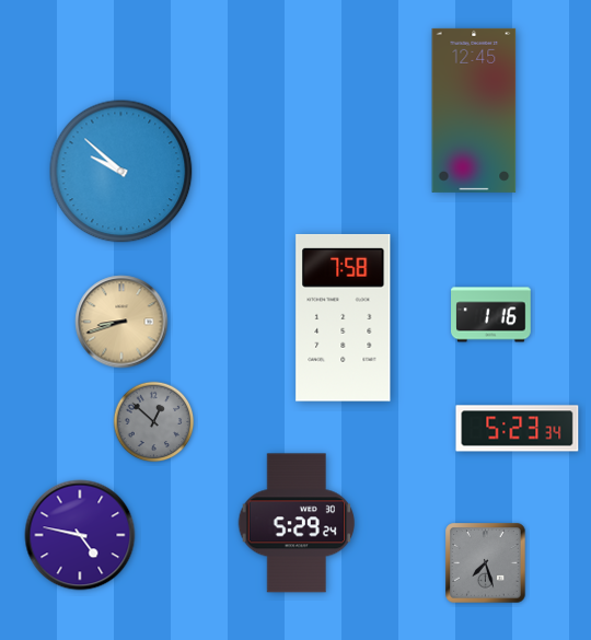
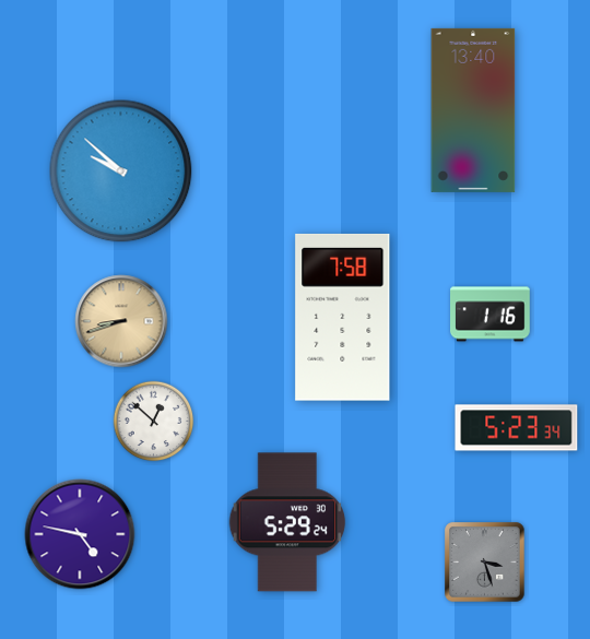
clock at (474, 110): 12:45 -> 13:40
clock at (154, 422) dial: grey -> white
clock at (297, 523) position: (297, 523) -> (287, 522)
clock at (486, 563): 7:27 -> 3:27
